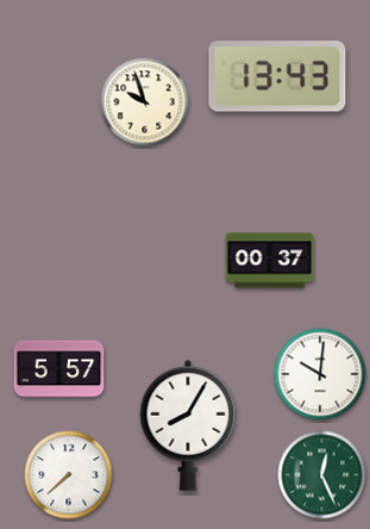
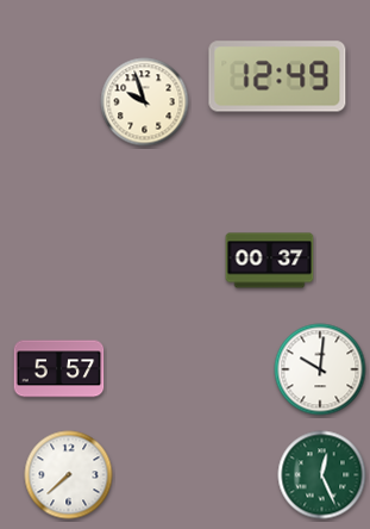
clock at (277, 76): 13:43 -> 12:49
clock at (320, 374) position: (320, 374) -> (320, 369)
clock at (188, 425): 8:05 -> none
